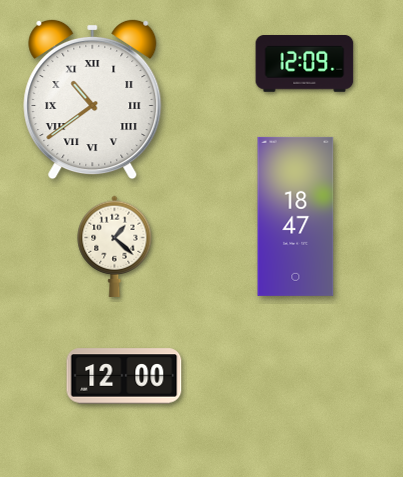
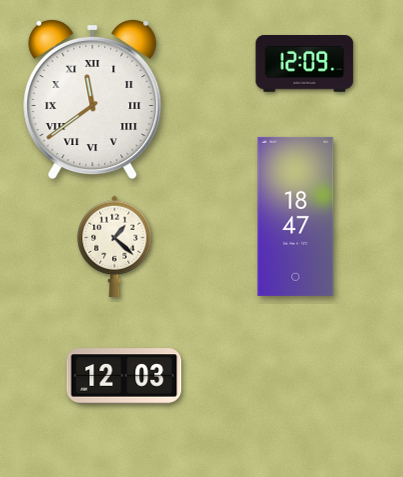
clock at (93, 99): 10:39 -> 11:39
clock at (124, 376): 12:00 -> 12:03
